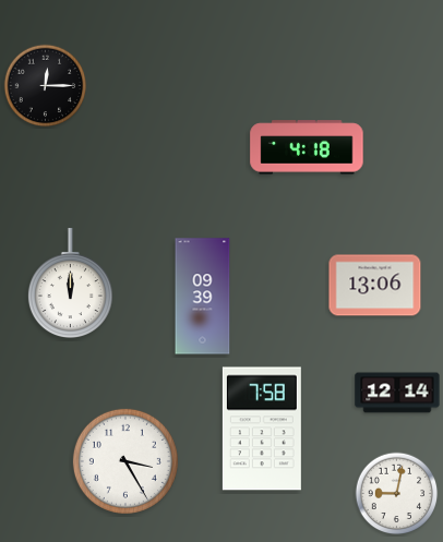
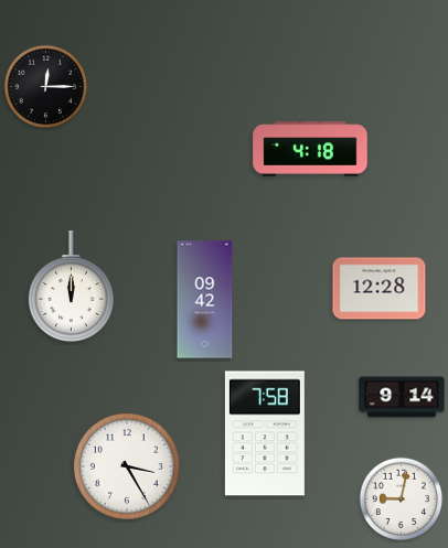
clock at (375, 286): 13:06 -> 12:28
clock at (203, 297): 09:39 -> 09:42
clock at (397, 393): 12:14 -> 9:14
